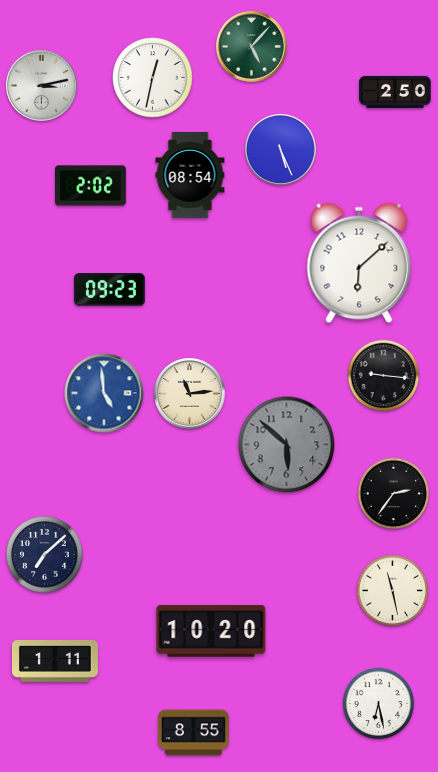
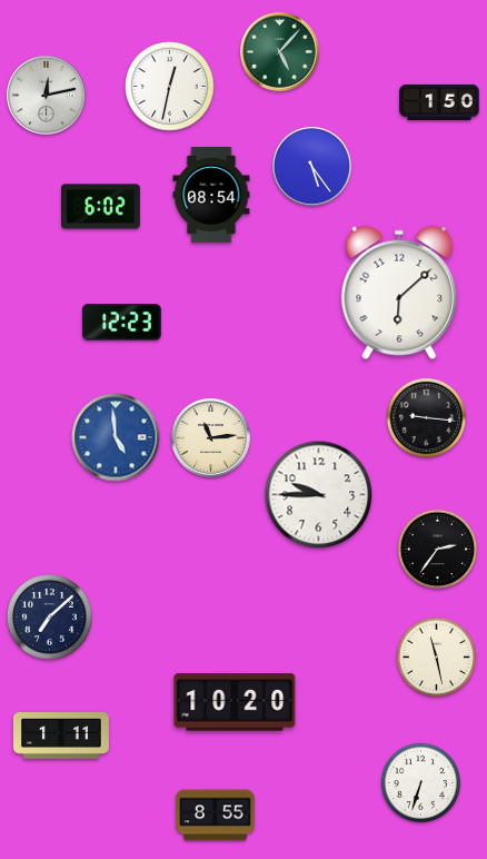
clock at (42, 86): 3:13 -> 12:13
clock at (395, 92): 2:50 -> 1:50
clock at (281, 150): 5:26 -> 5:24
clock at (91, 186): 2:02 -> 6:02
clock at (109, 290): 09:23 -> 12:23
clock at (287, 445): 5:52 -> 9:45
clock at (287, 445) dial: grey -> white
clock at (379, 704): 6:28 -> 6:33
